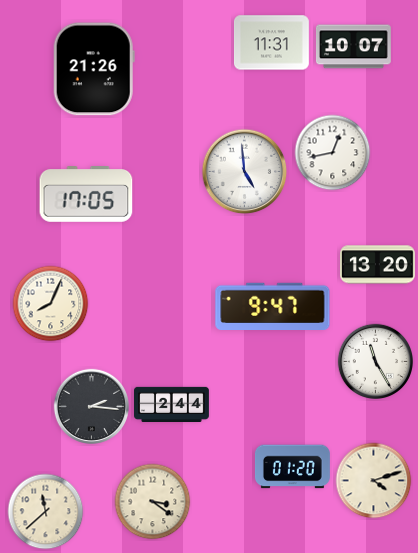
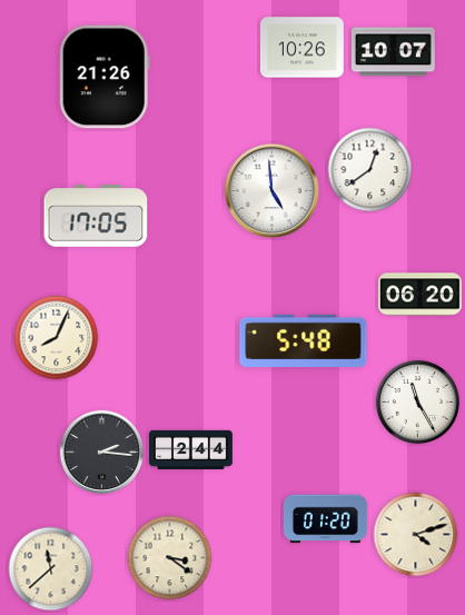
clock at (272, 43): 11:31 -> 10:26
clock at (333, 153): 12:43 -> 12:39
clock at (378, 265): 13:20 -> 06:20
clock at (273, 306): 9:47 -> 5:48
